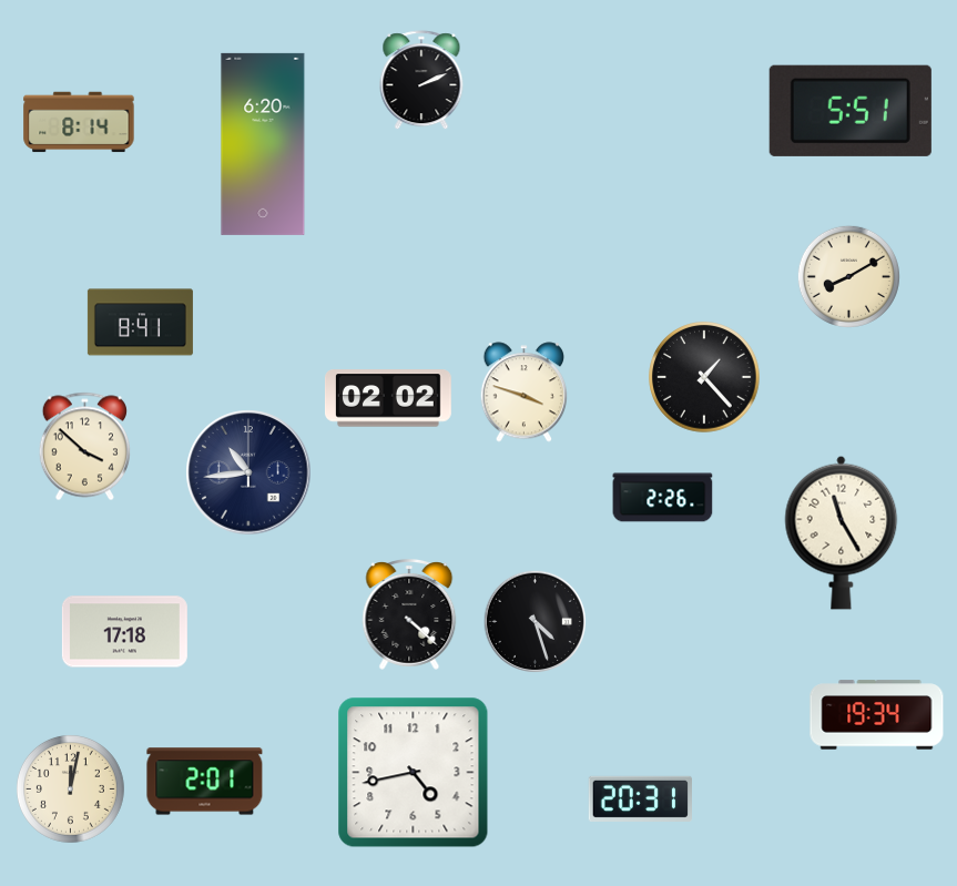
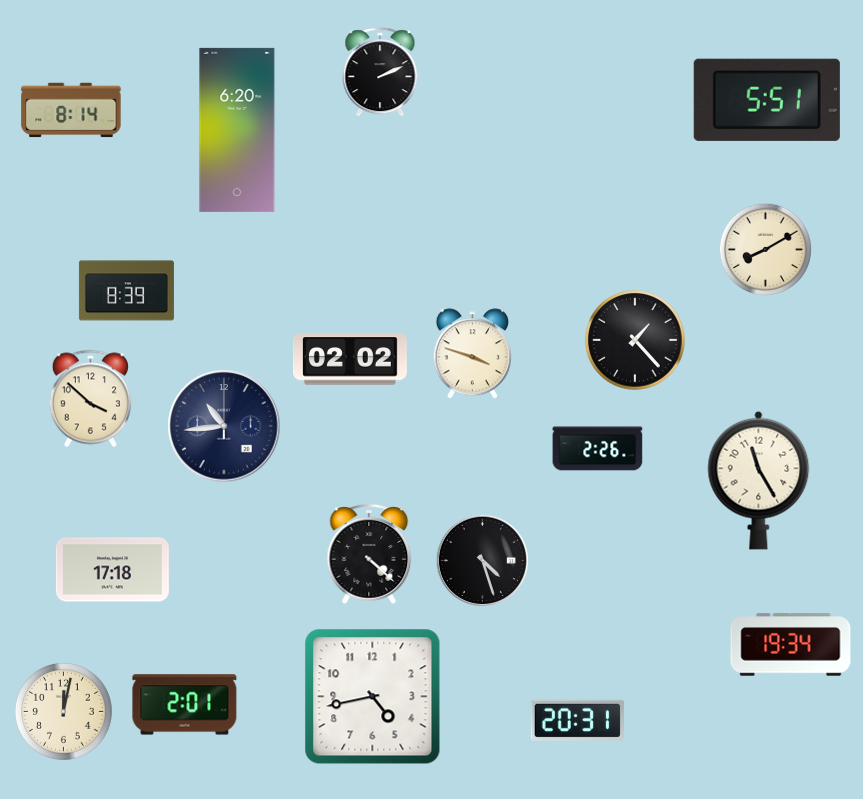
clock at (140, 323): 8:41 -> 8:39
clock at (84, 447) position: (84, 447) -> (90, 399)
